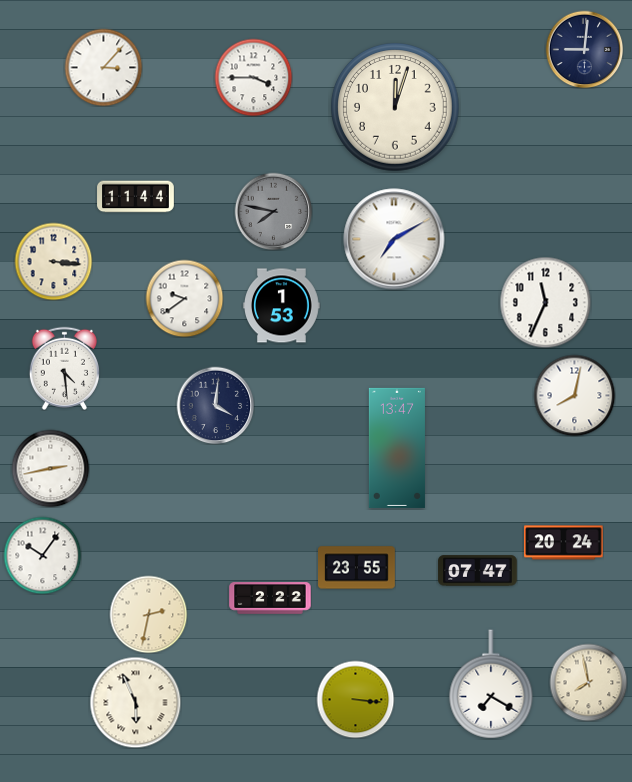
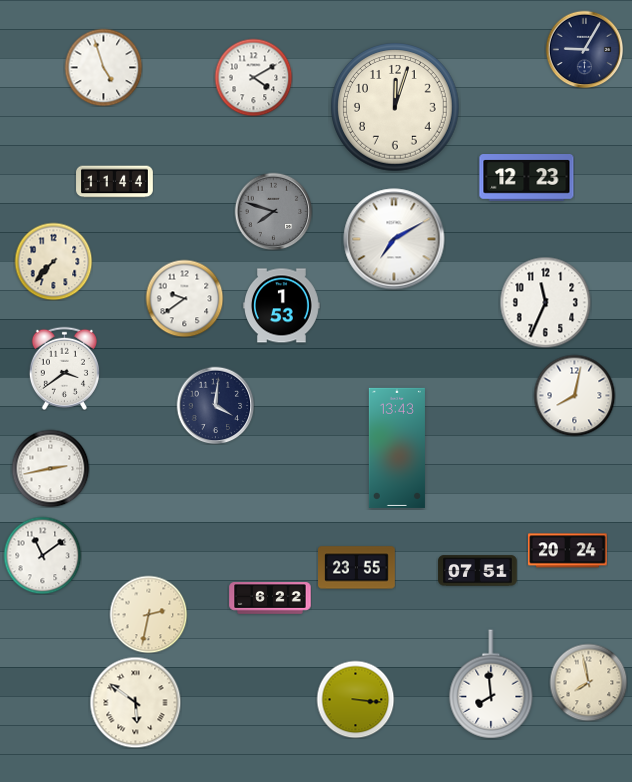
clock at (584, 49): 9:01 -> 9:05
clock at (103, 67): 3:07 -> 4:57
clock at (253, 77): 3:45 -> 4:10
clock at (527, 178): none -> 12:23
clock at (136, 197) position: (136, 197) -> (115, 182)
clock at (273, 211): 7:47 -> 7:48
clock at (53, 261): 3:16 -> 7:37
clock at (64, 368): 4:29 -> 3:39
clock at (397, 448): 13:47 -> 13:43
clock at (564, 543) position: (564, 543) -> (568, 551)
clock at (42, 555): 10:06 -> 11:09
clock at (478, 571): 07:47 -> 07:51
clock at (270, 598): 2:22 -> 6:22
clock at (491, 684): 7:20 -> 7:59
clock at (135, 702): 5:56 -> 5:51
